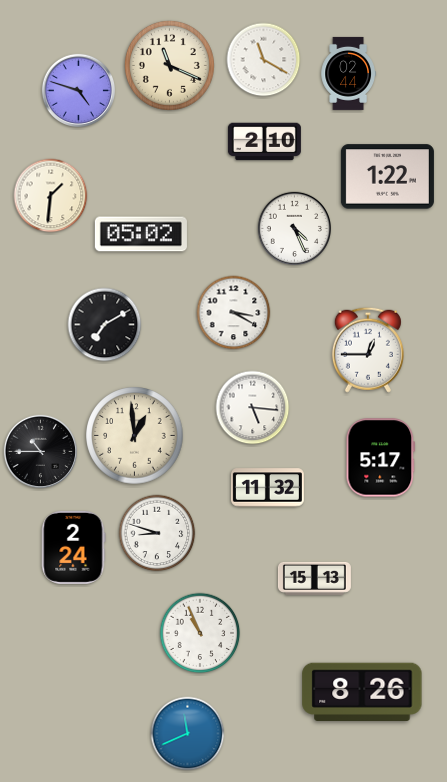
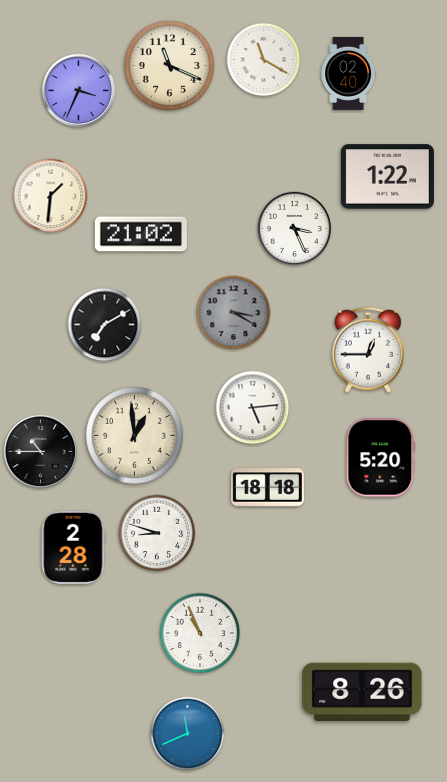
clock at (348, 73): 02:44 -> 02:40
clock at (78, 90): 4:48 -> 3:34
clock at (264, 142): 2:10 -> none
clock at (294, 228): 4:26 -> 3:26
clock at (141, 234): 05:02 -> 21:02
clock at (234, 313) dial: white -> grey
clock at (253, 408): 5:16 -> 5:14
clock at (381, 458): 5:17 -> 5:20
clock at (267, 488): 11:32 -> 18:18
clock at (74, 547): 2:24 -> 2:28
clock at (314, 578): 15:13 -> none
